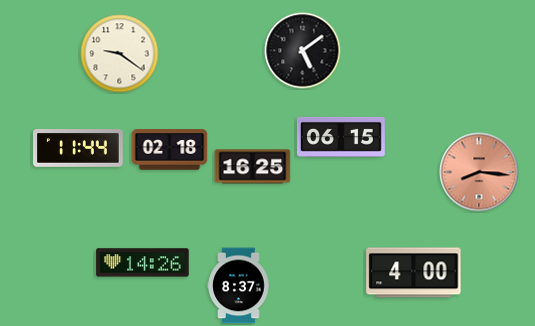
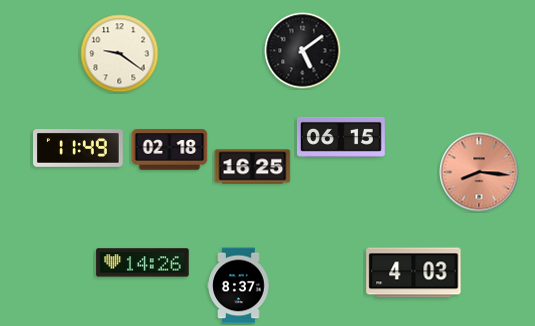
clock at (78, 149): 11:44 -> 11:49
clock at (414, 273): 4:00 -> 4:03
